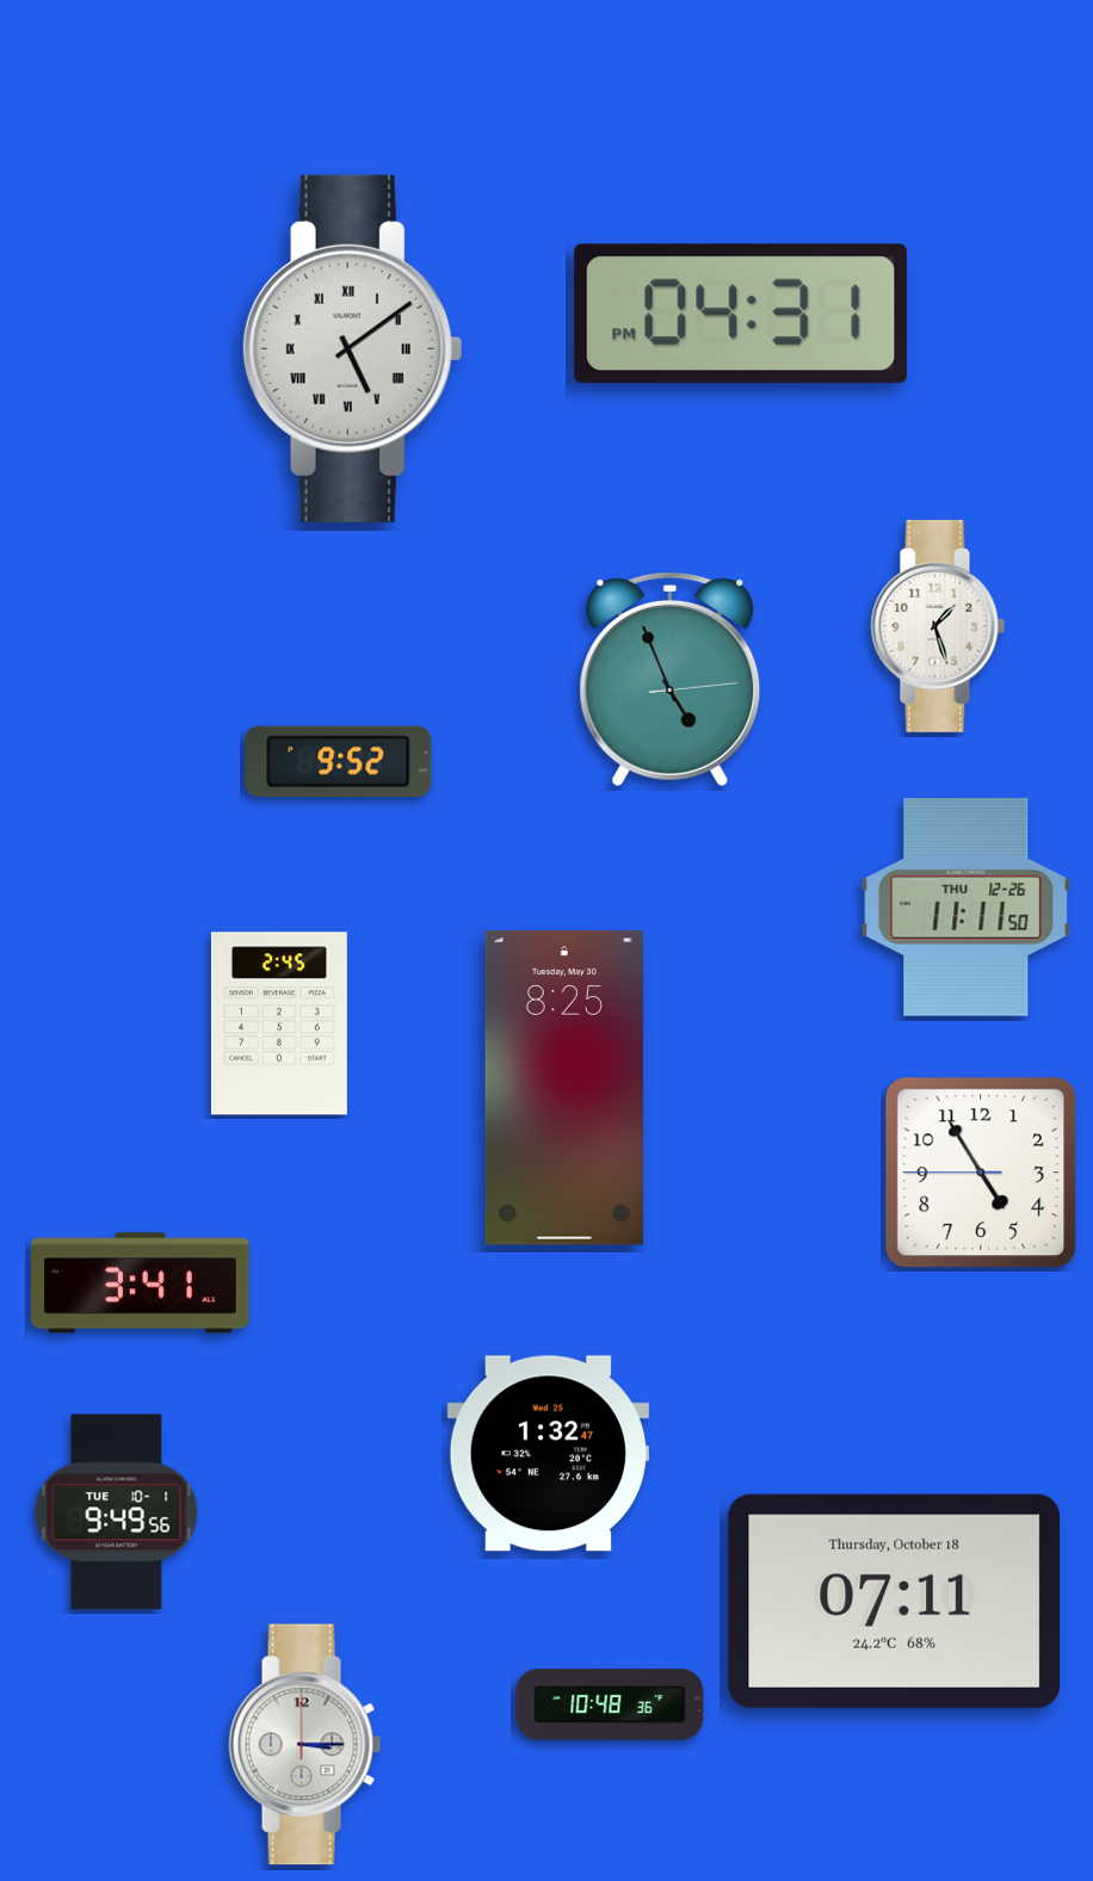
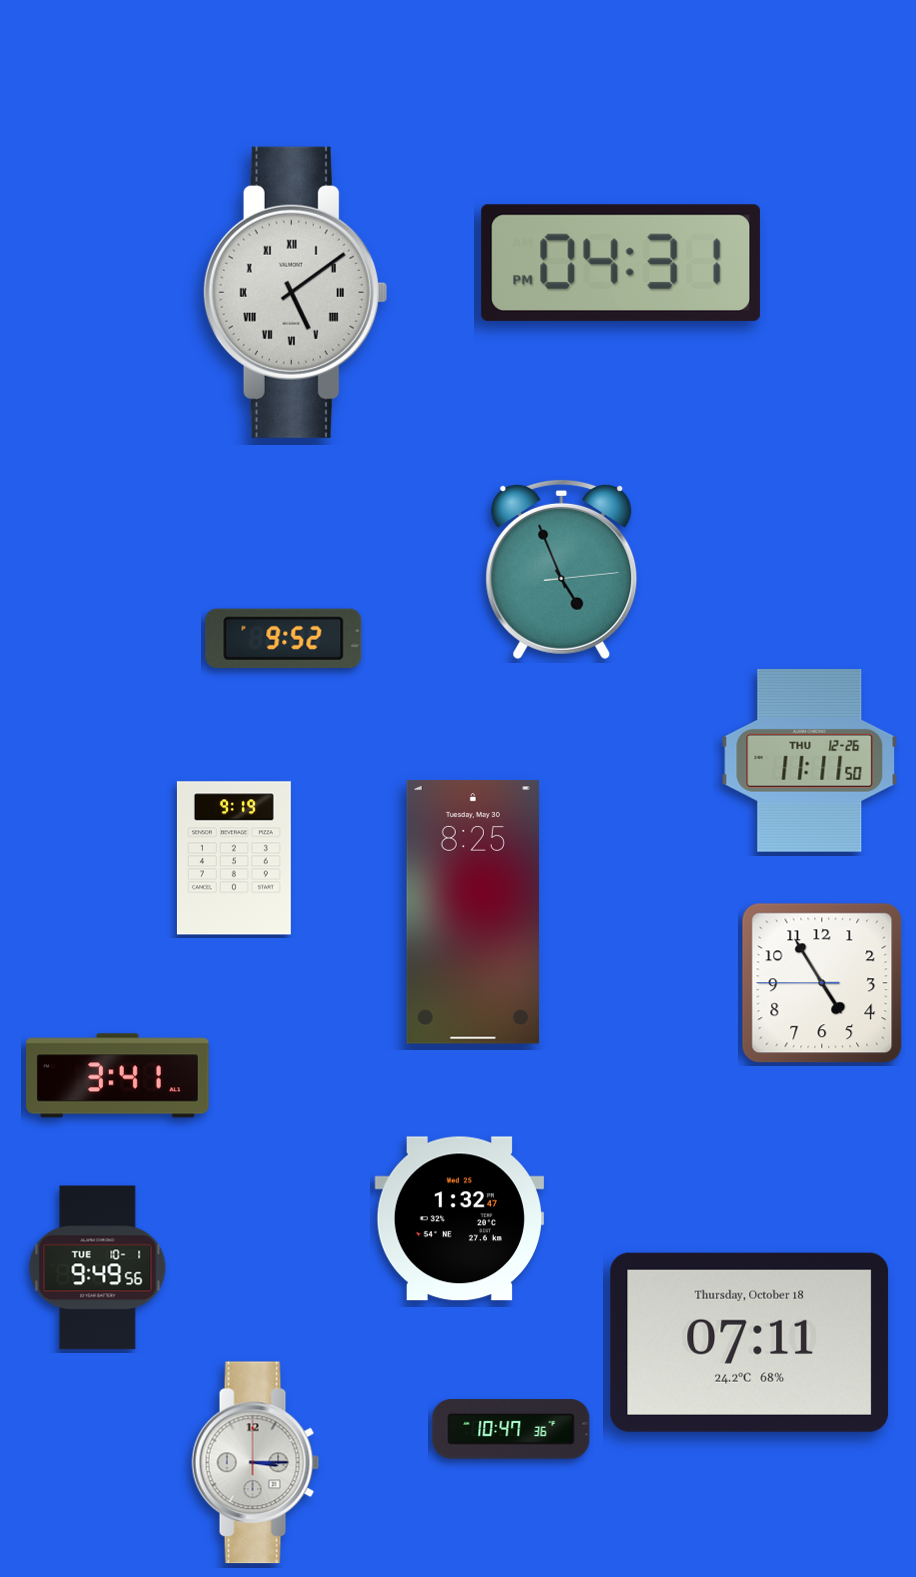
clock at (938, 626): 1:27 -> none
clock at (279, 1023): 2:45 -> 9:19
clock at (610, 1704): 10:48 -> 10:47
